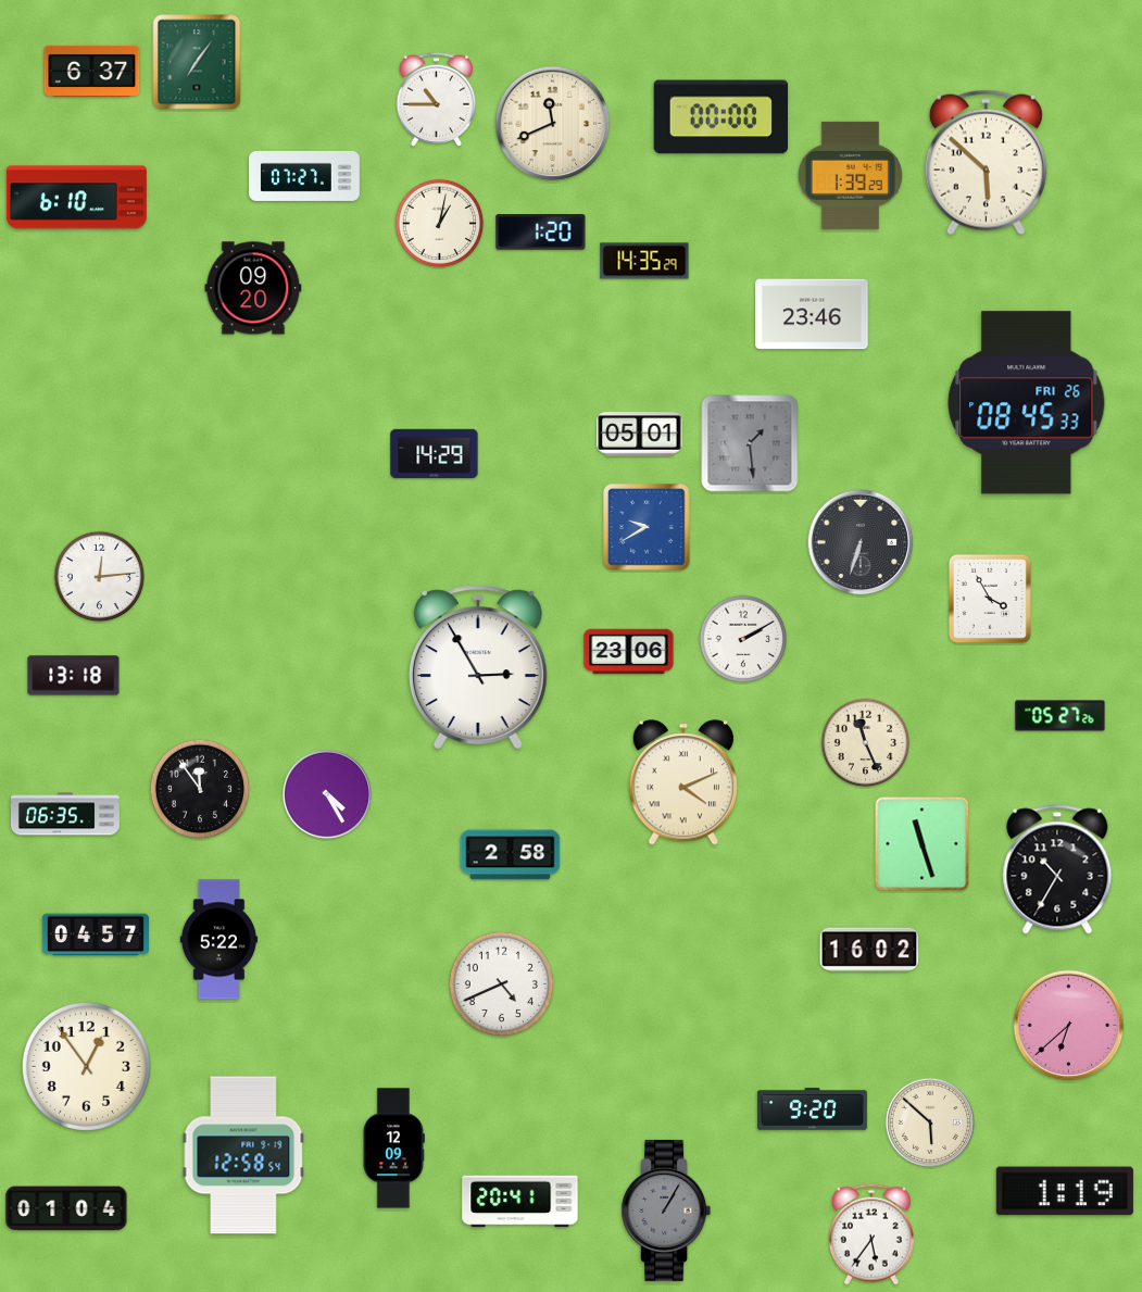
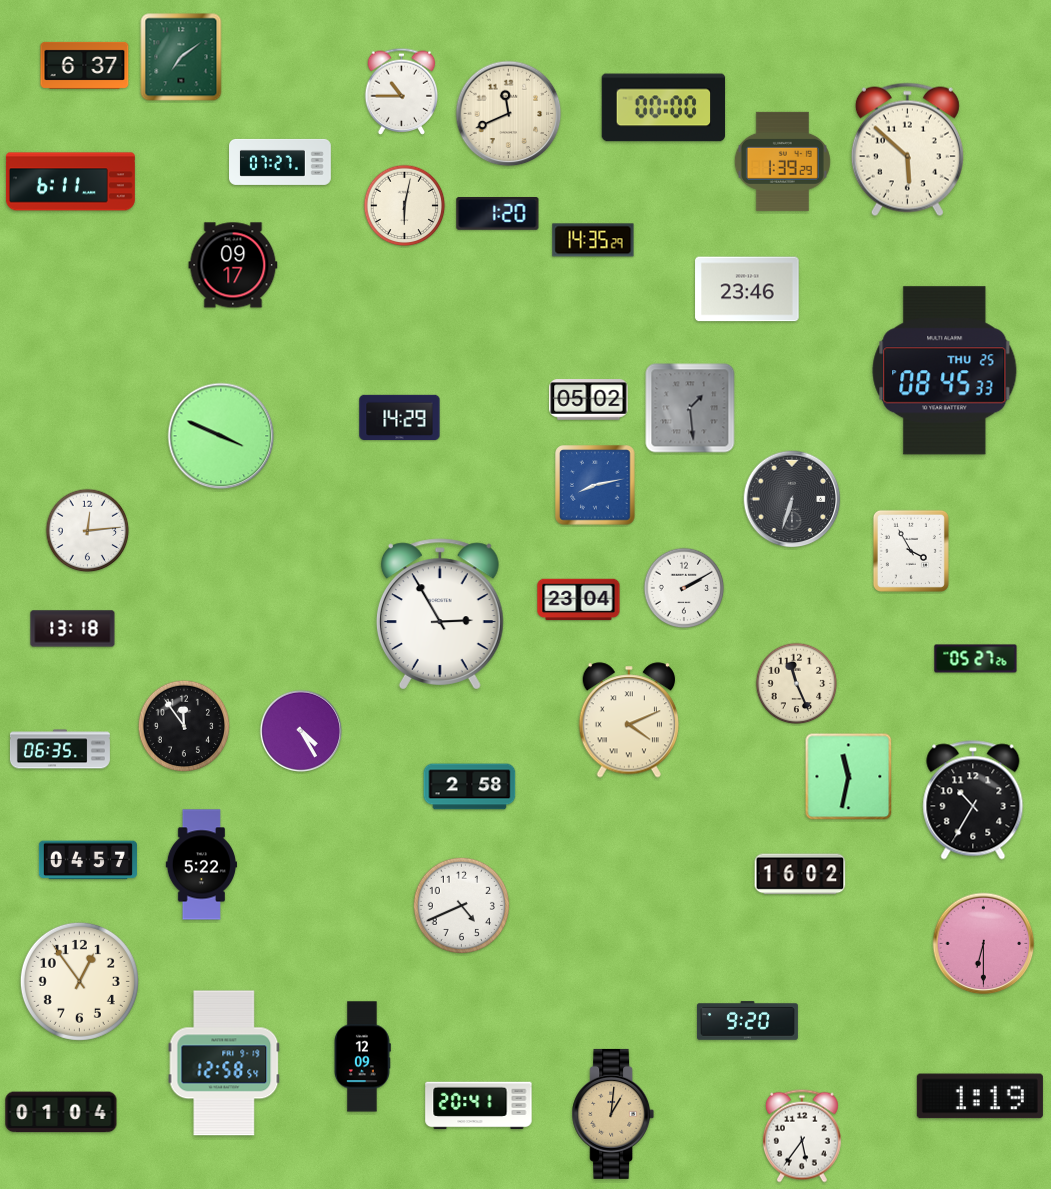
clock at (197, 62): 7:06 -> 7:09
clock at (76, 198): 6:10 -> 6:11
clock at (440, 224): 1:02 -> 6:02
clock at (253, 288): 09:20 -> 09:17
clock at (1027, 403) date: FRI 26 -> THU 25
clock at (640, 435): 05:01 -> 05:02
clock at (221, 436): none -> 3:49
clock at (647, 527): 9:40 -> 8:13
clock at (100, 577) position: (100, 577) -> (88, 531)
clock at (629, 652): 23:06 -> 23:04
clock at (74, 676) position: (74, 676) -> (73, 629)
clock at (923, 844): 11:27 -> 11:32
clock at (1069, 1026): 6:38 -> 6:30
clock at (929, 1121): 5:52 -> none
clock at (666, 1211): 1:05 -> 1:01
clock at (666, 1211) dial: grey -> champagne
